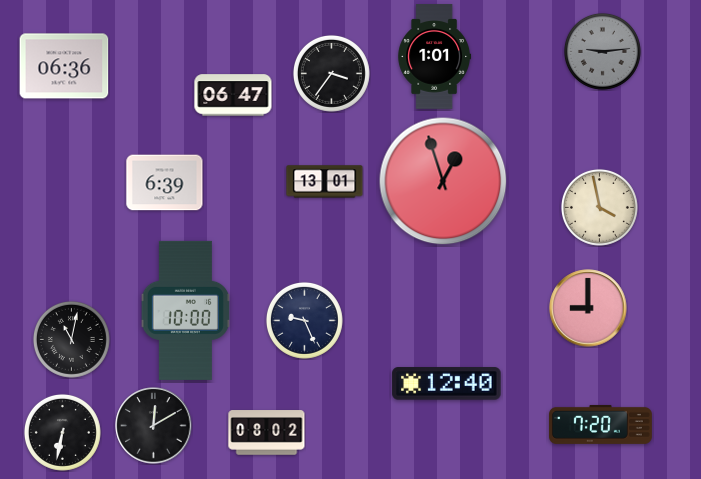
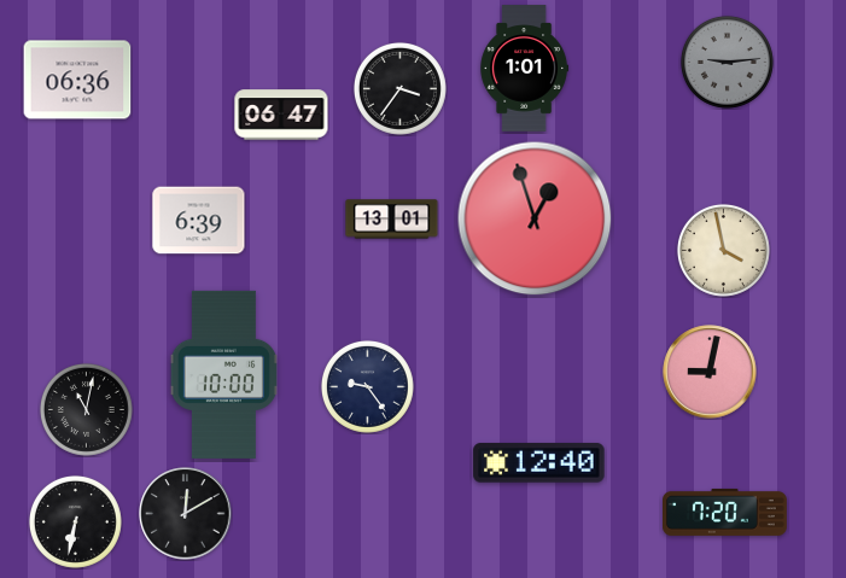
clock at (588, 308): 9:00 -> 9:02
clock at (304, 320): 9:26 -> 9:24
clock at (267, 433): 08:02 -> none
